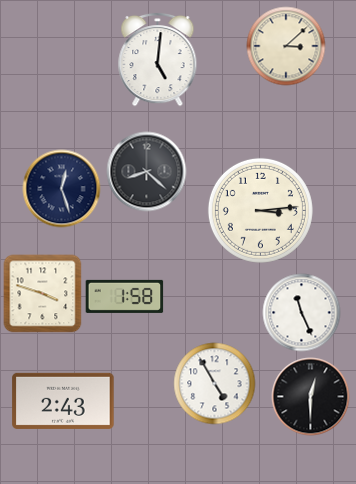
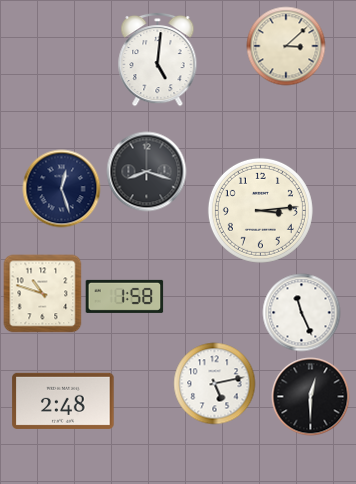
clock at (146, 171): 8:22 -> 8:18
clock at (42, 293): 3:48 -> 10:48
clock at (214, 383): 4:55 -> 5:13
clock at (63, 401): 2:43 -> 2:48
